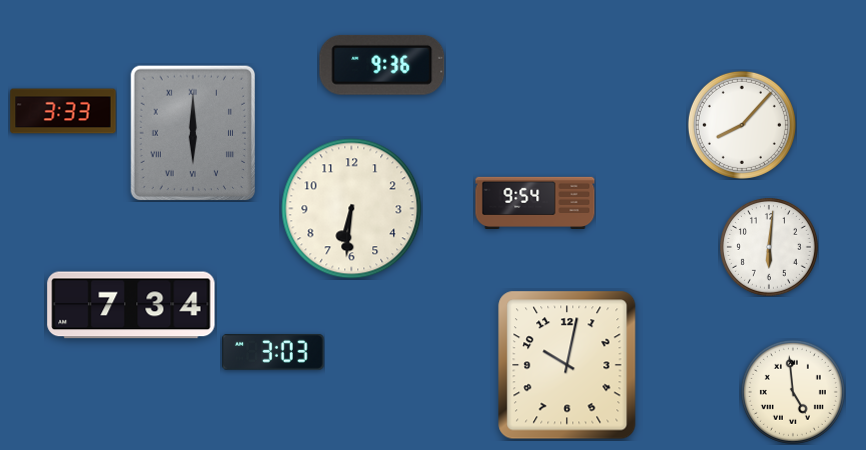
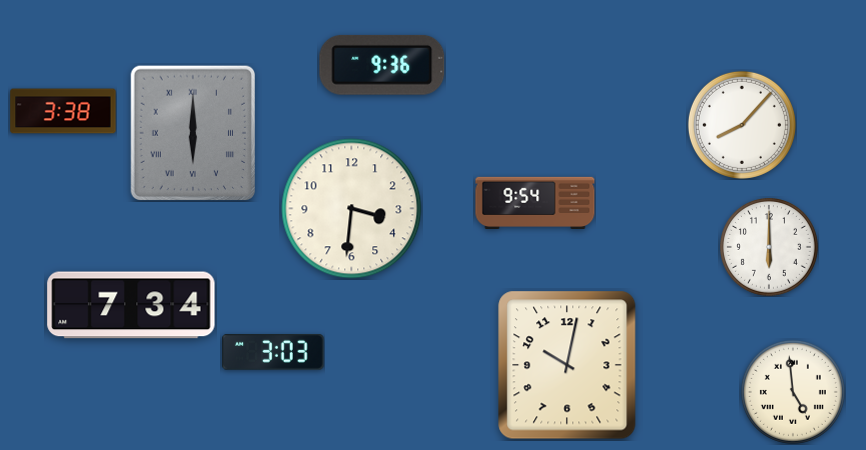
clock at (63, 111): 3:33 -> 3:38
clock at (352, 209): 6:31 -> 3:31
clock at (770, 248): 6:01 -> 6:00
